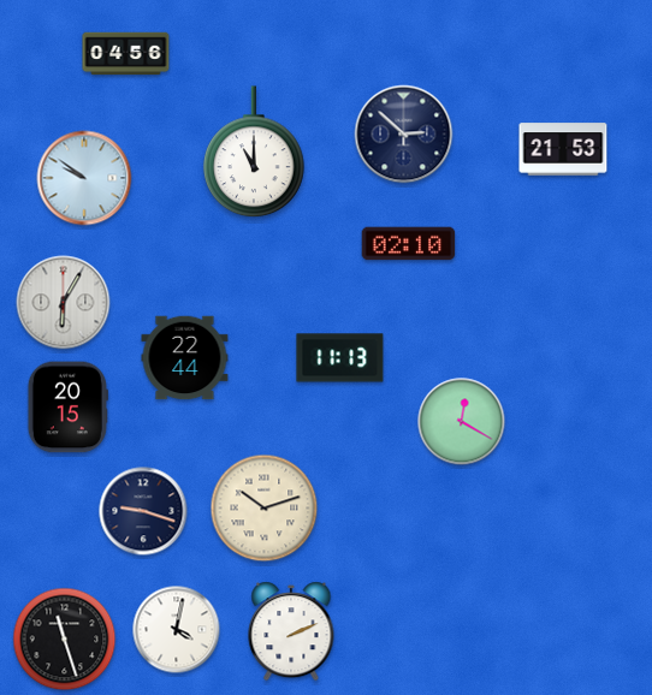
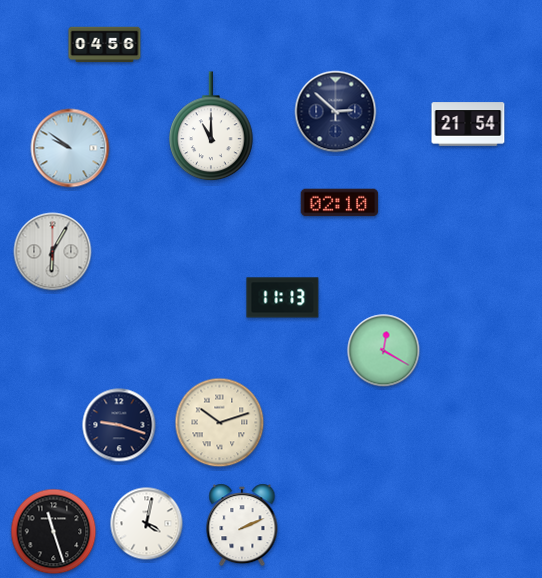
clock at (563, 149): 21:53 -> 21:54
clock at (185, 358): 22:44 -> none
clock at (67, 408): 20:15 -> none
